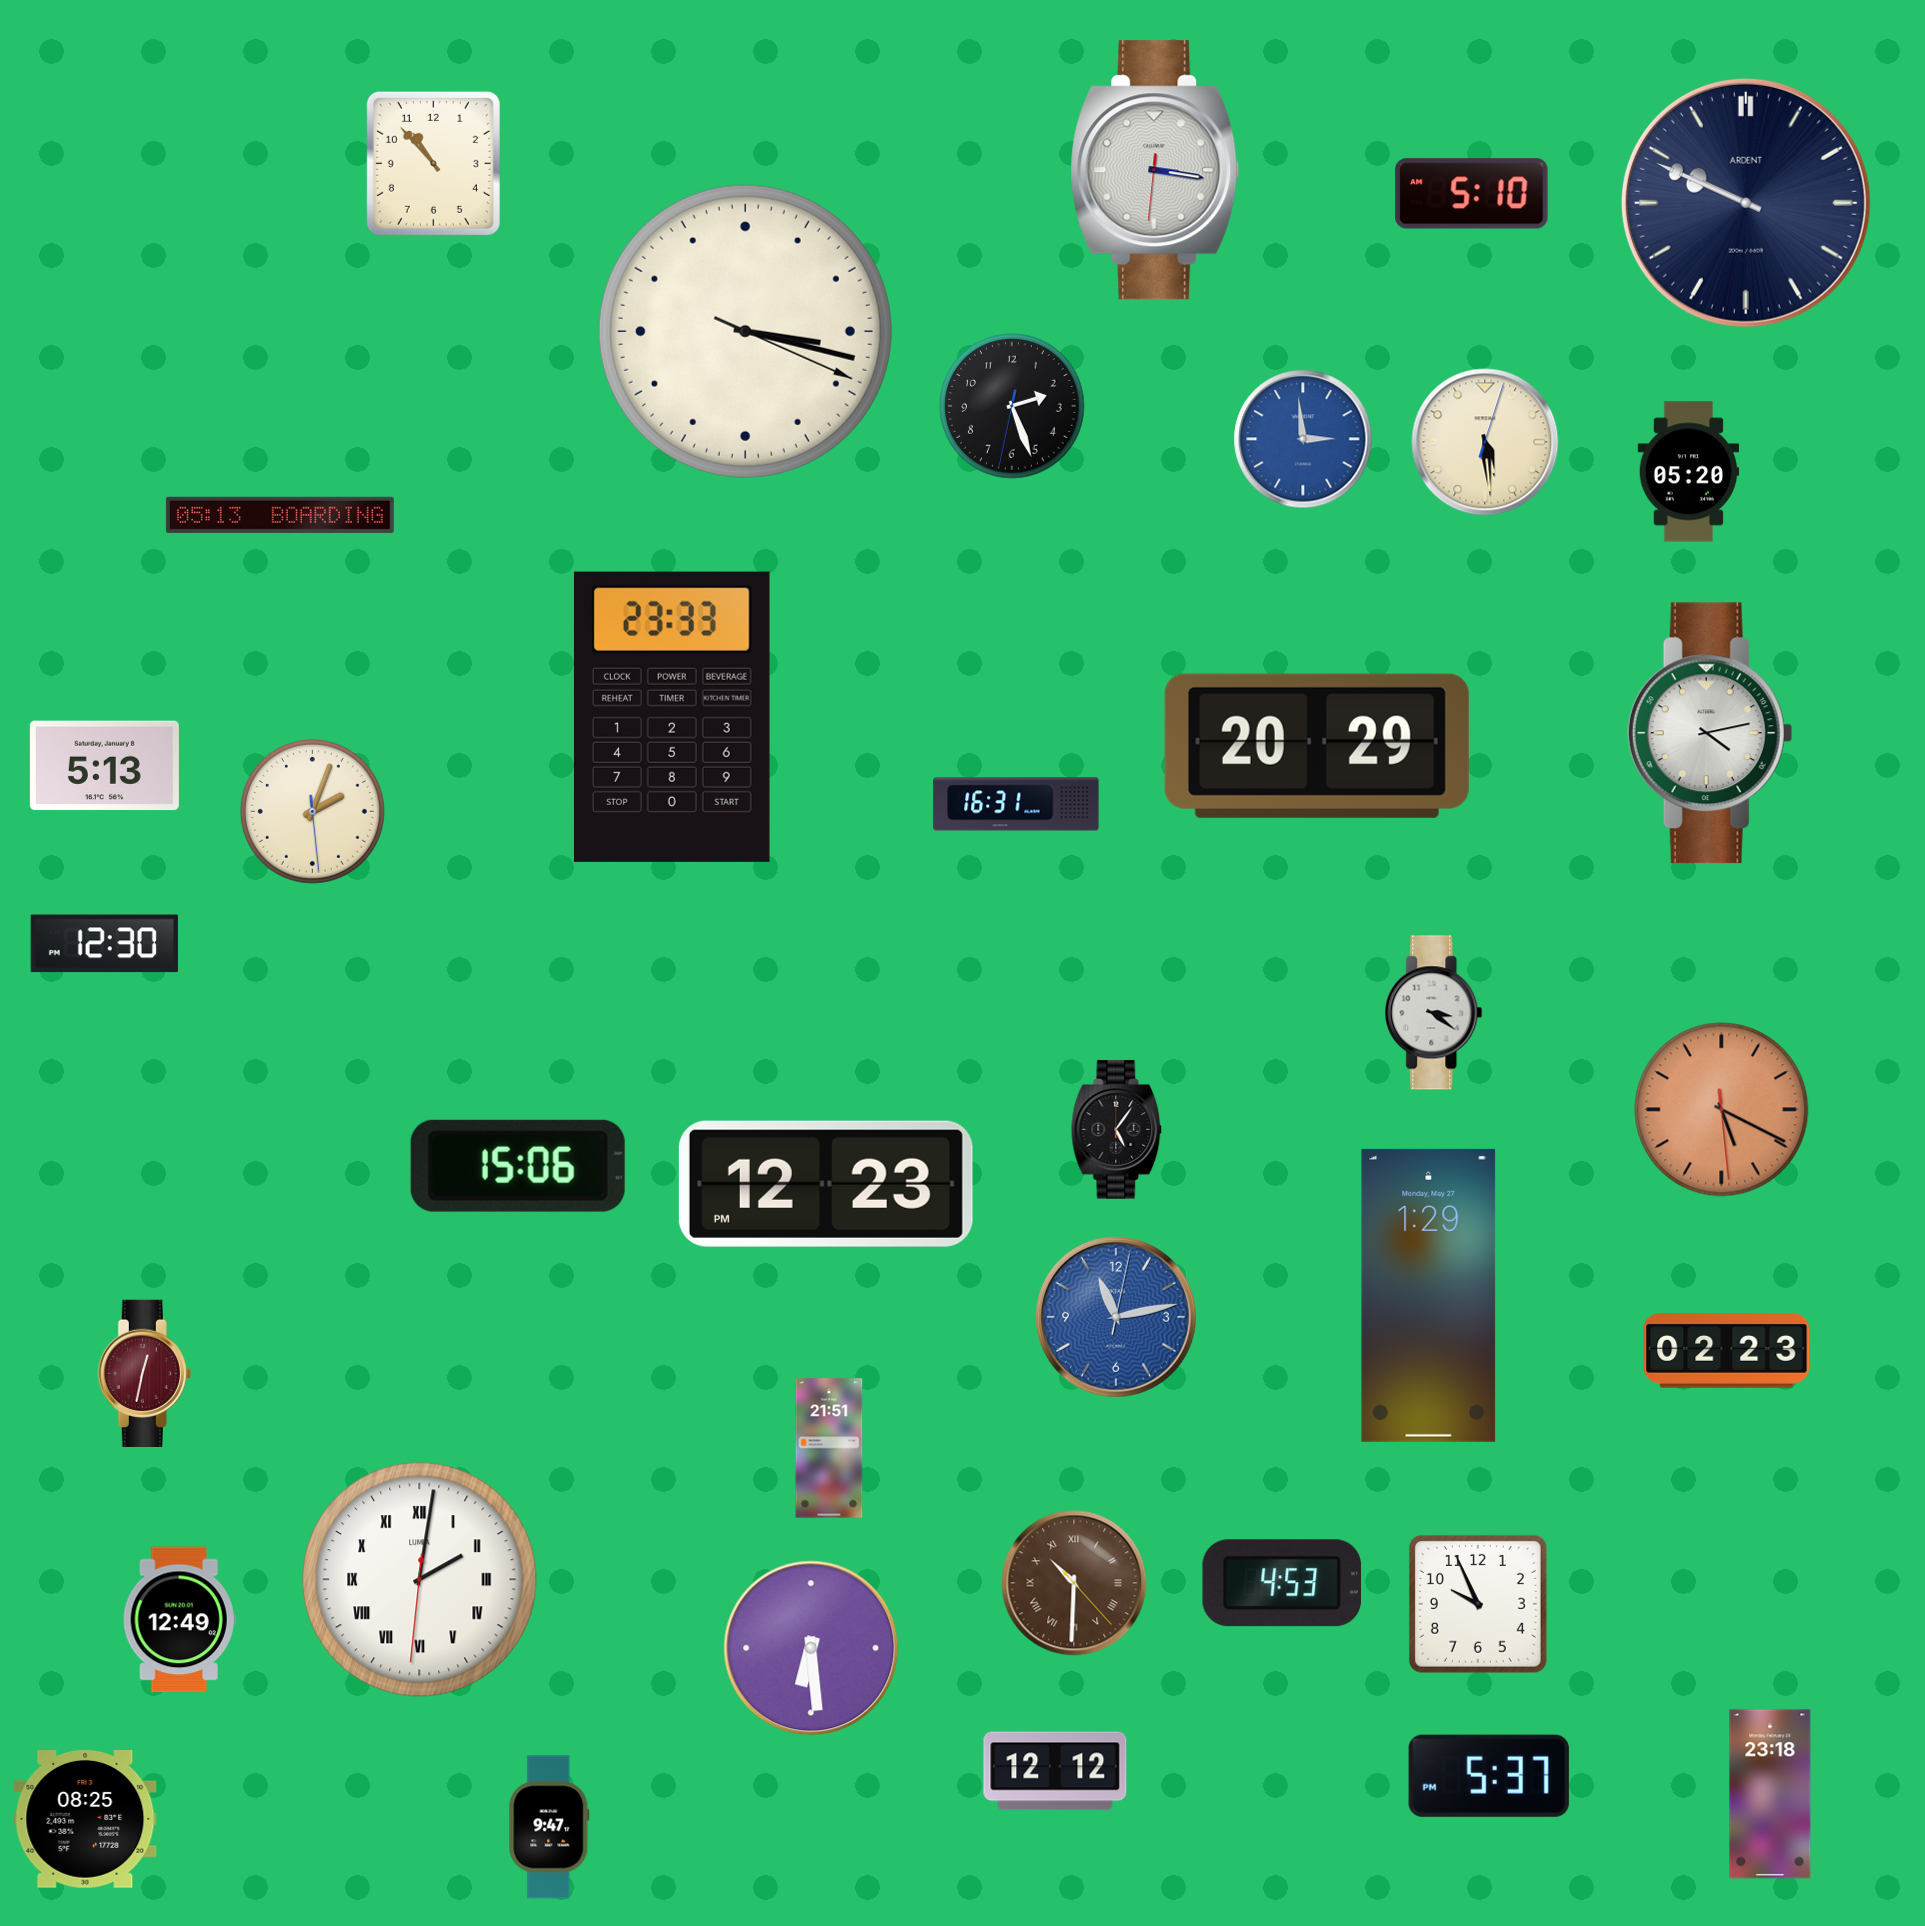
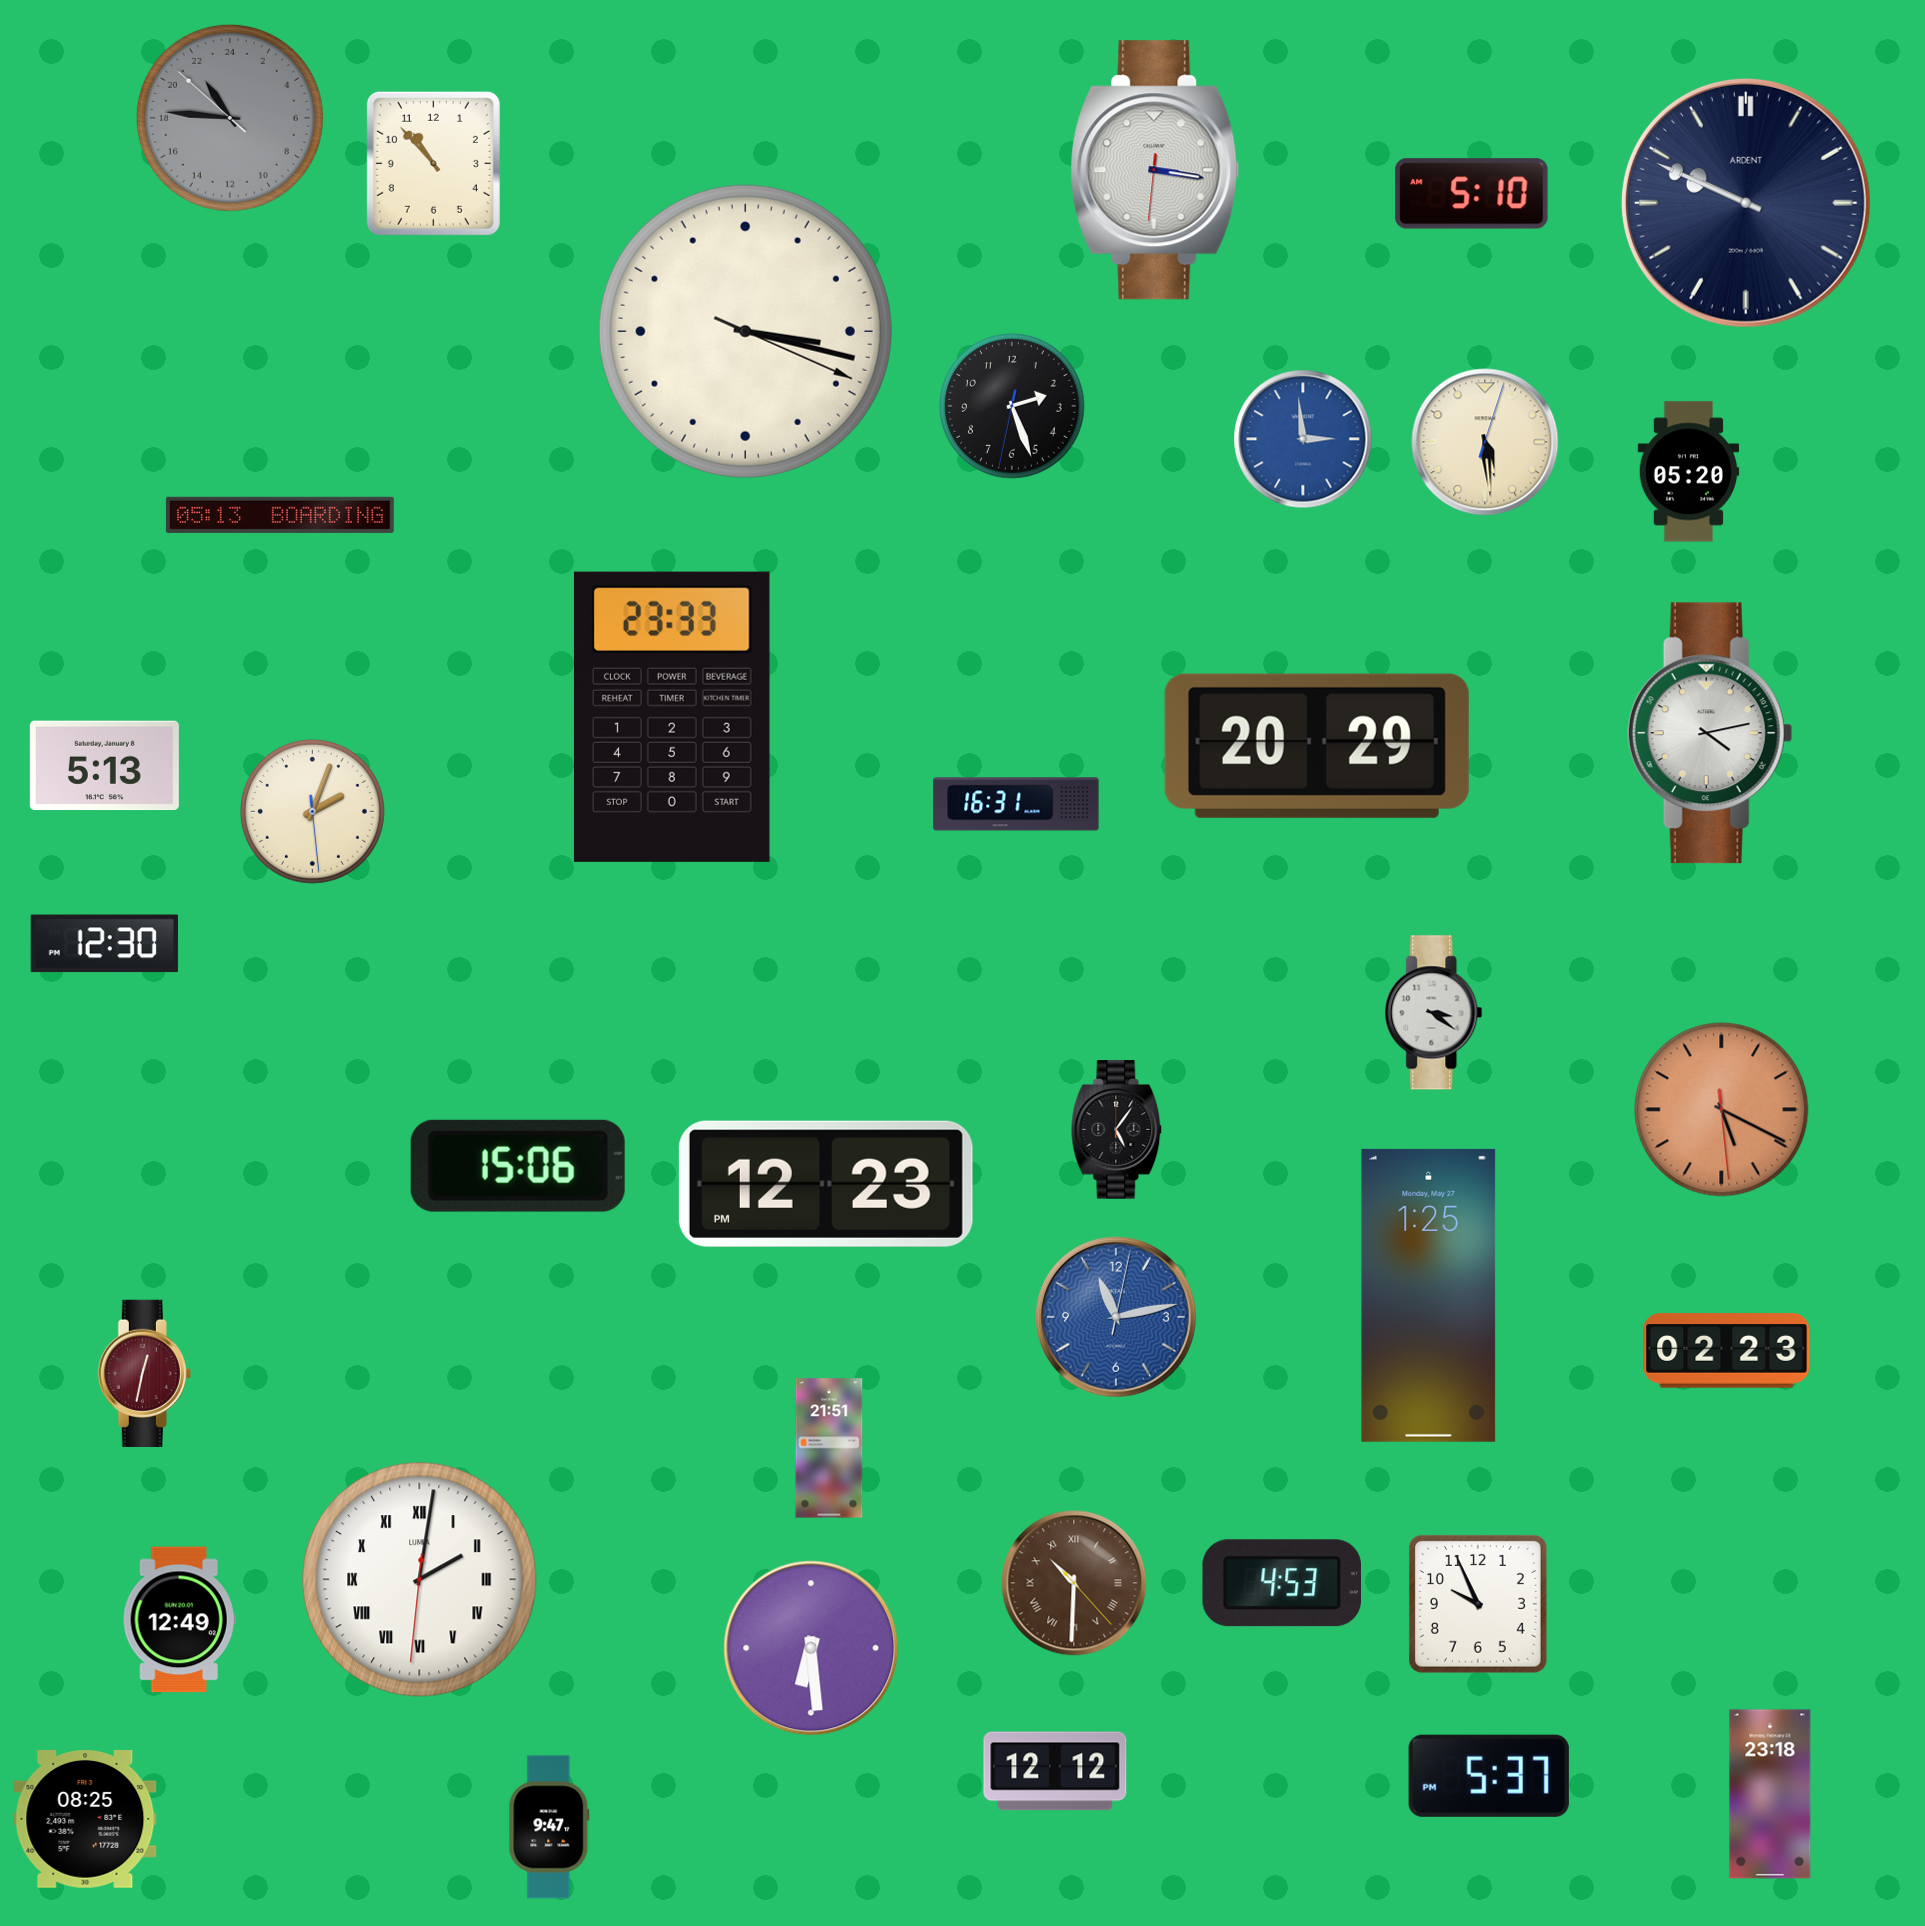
clock at (230, 118): none -> 21:45
clock at (1429, 1295): 1:29 -> 1:25
